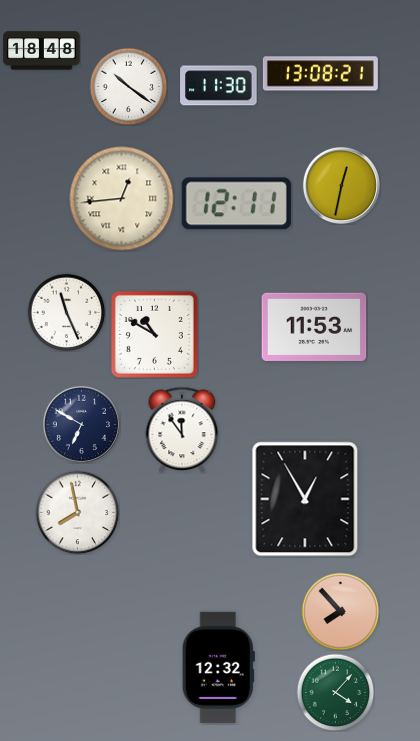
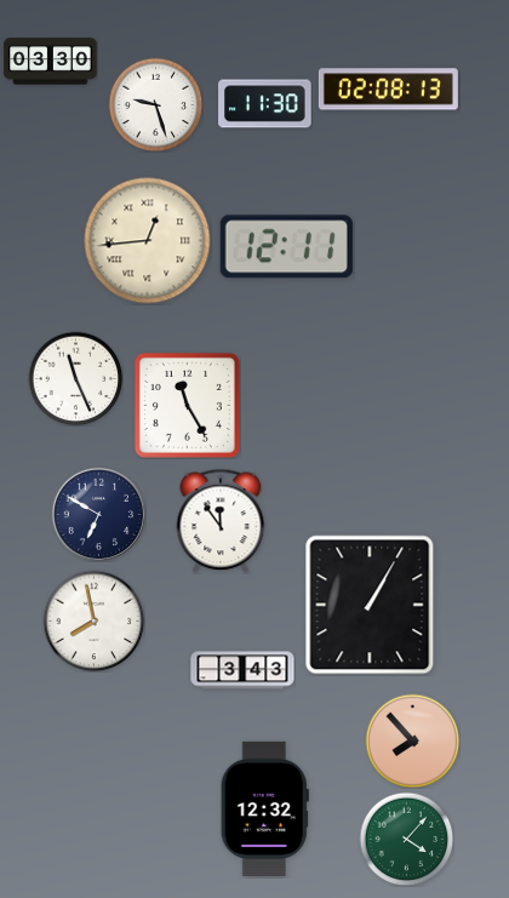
clock at (42, 51): 18:48 -> 03:30
clock at (320, 74): 13:08 -> 02:08
clock at (128, 86): 10:21 -> 9:27
clock at (341, 185): 12:32 -> none
clock at (66, 312) position: (66, 312) -> (75, 378)
clock at (314, 327): 11:53 -> none
clock at (154, 334): 10:50 -> 11:25
clock at (305, 499): 12:55 -> 1:05
clock at (242, 670): none -> 3:43
